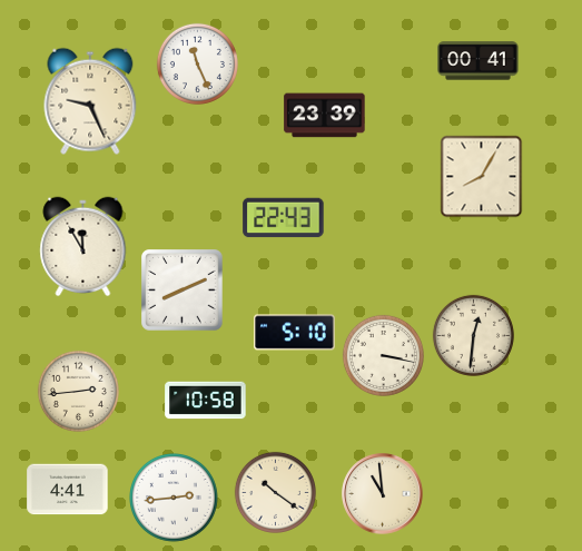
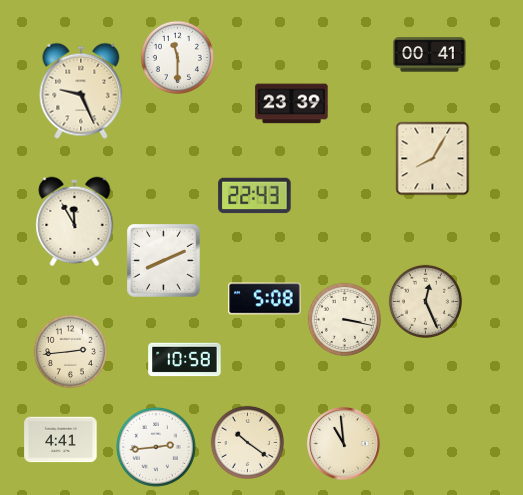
clock at (197, 63): 11:26 -> 11:30
clock at (295, 333): 5:10 -> 5:08
clock at (473, 335): 12:31 -> 12:26
